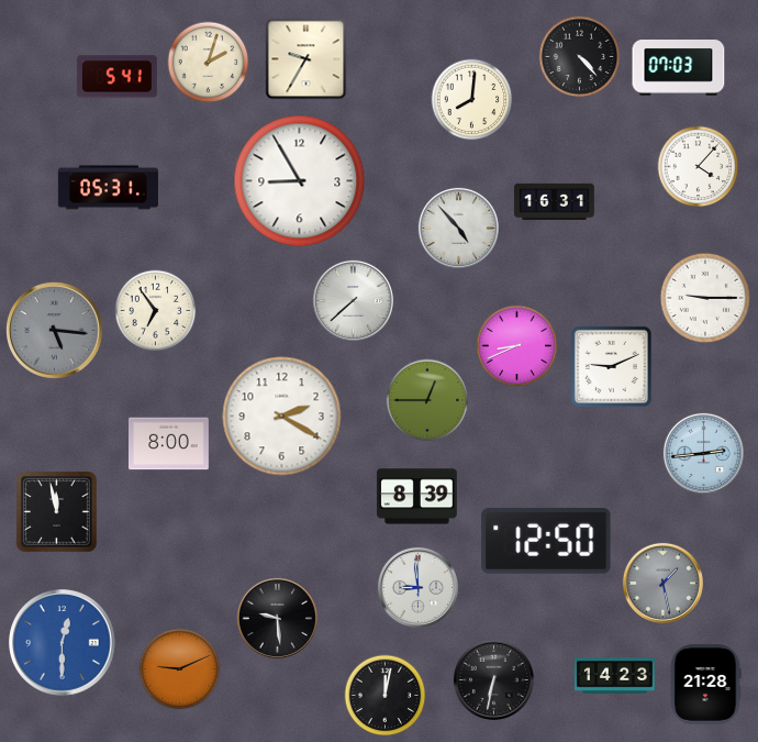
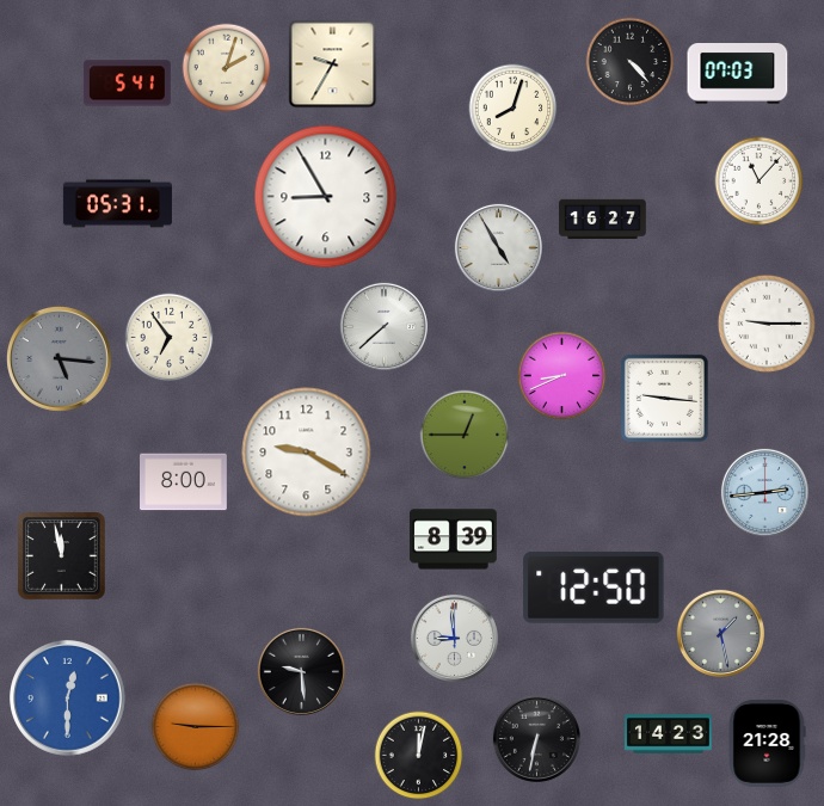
clock at (472, 100): 8:01 -> 8:03
clock at (699, 167): 4:07 -> 11:07
clock at (555, 201): 16:31 -> 16:27
clock at (458, 228): 4:53 -> 4:55
clock at (611, 366): 9:11 -> 9:16
clock at (282, 417): 2:20 -> 9:20
clock at (180, 669): 9:11 -> 9:15
